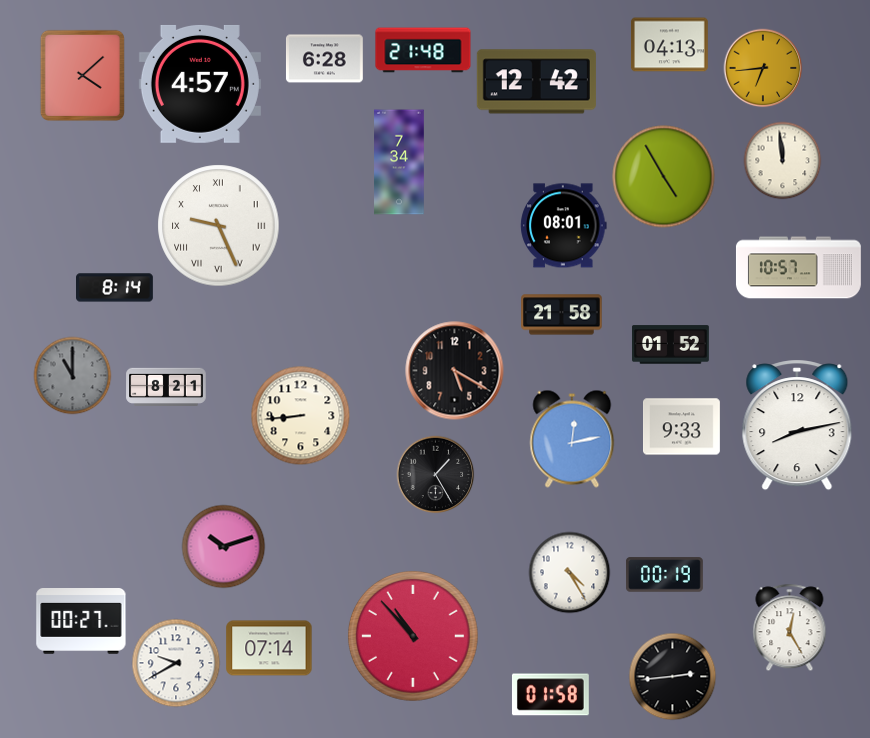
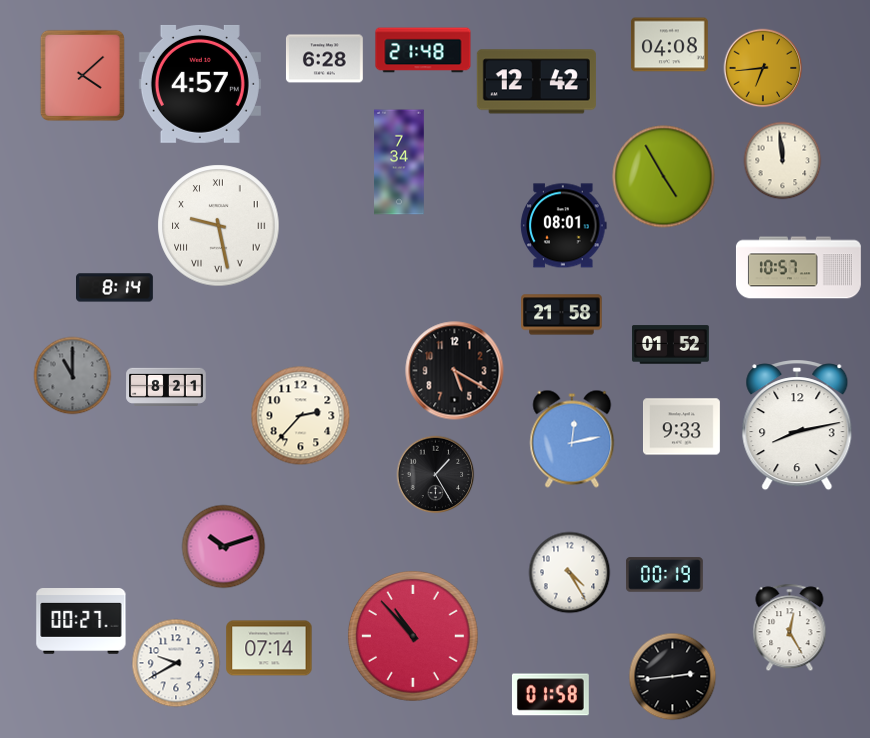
clock at (669, 45): 04:13 -> 04:08
clock at (219, 226): 9:26 -> 9:28
clock at (301, 416): 8:44 -> 2:37
